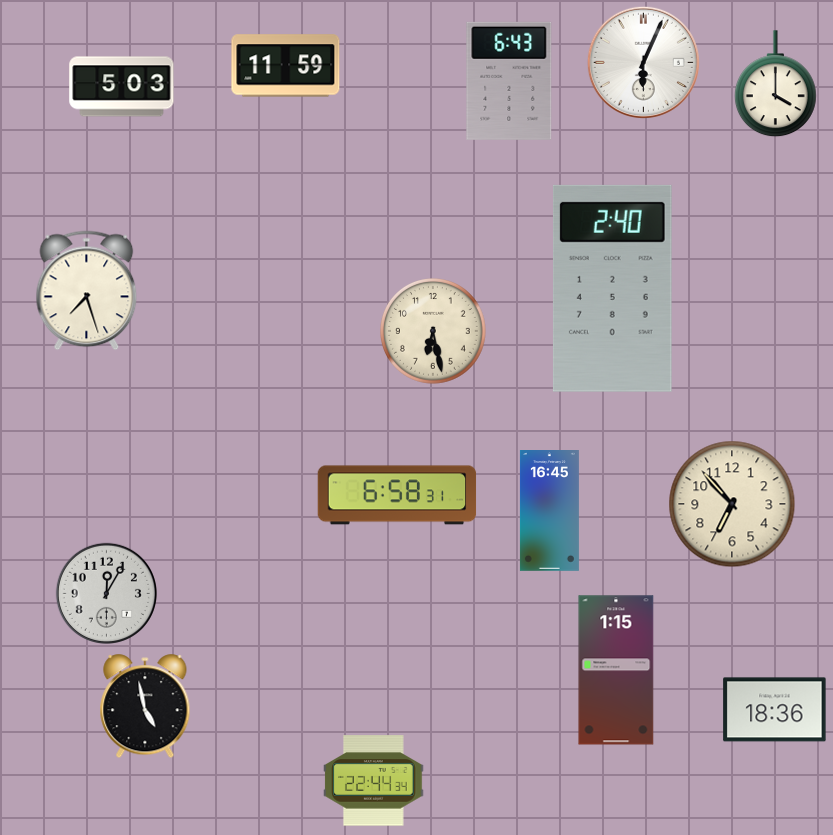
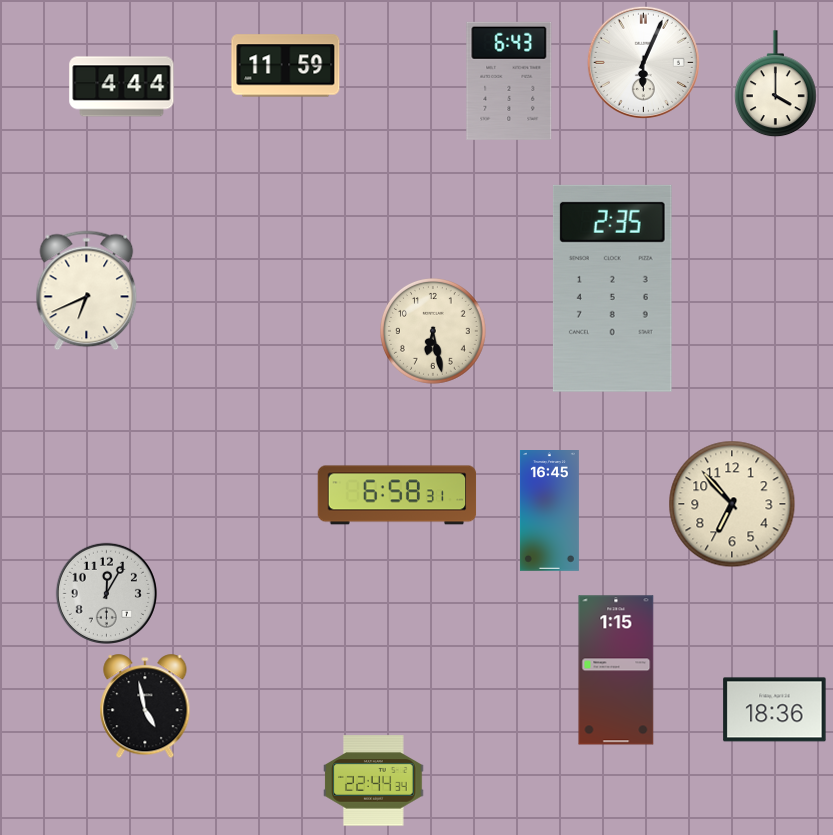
clock at (122, 87): 5:03 -> 4:44
clock at (612, 288): 2:40 -> 2:35
clock at (87, 291): 7:27 -> 6:41
